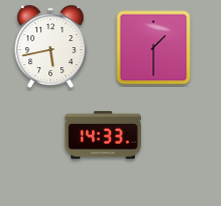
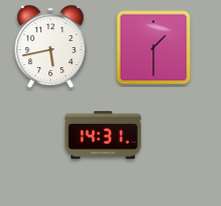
clock at (103, 135): 14:33 -> 14:31
